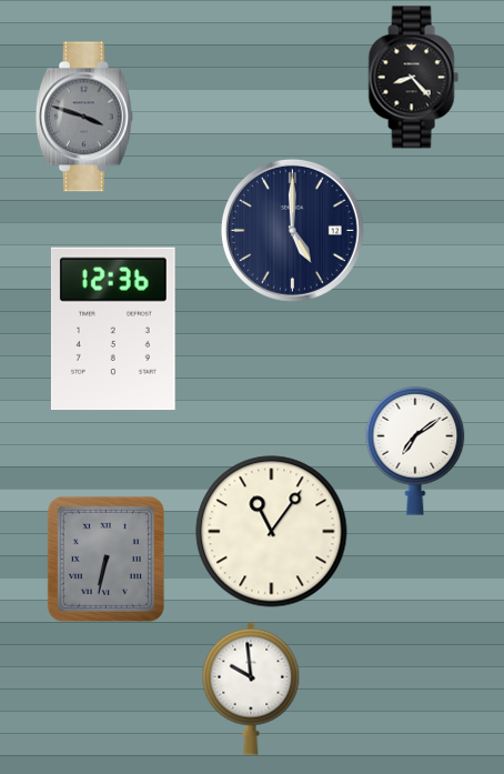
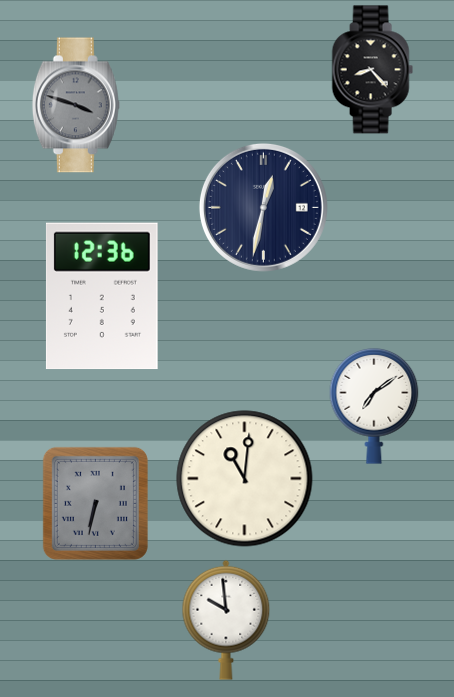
clock at (292, 230): 5:00 -> 12:32
clock at (272, 532): 11:06 -> 11:01
